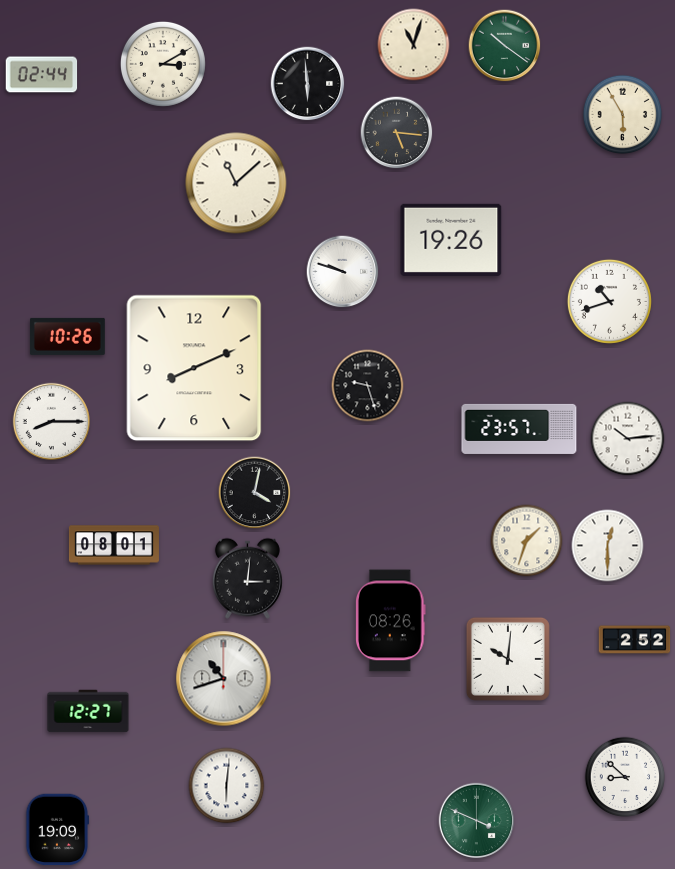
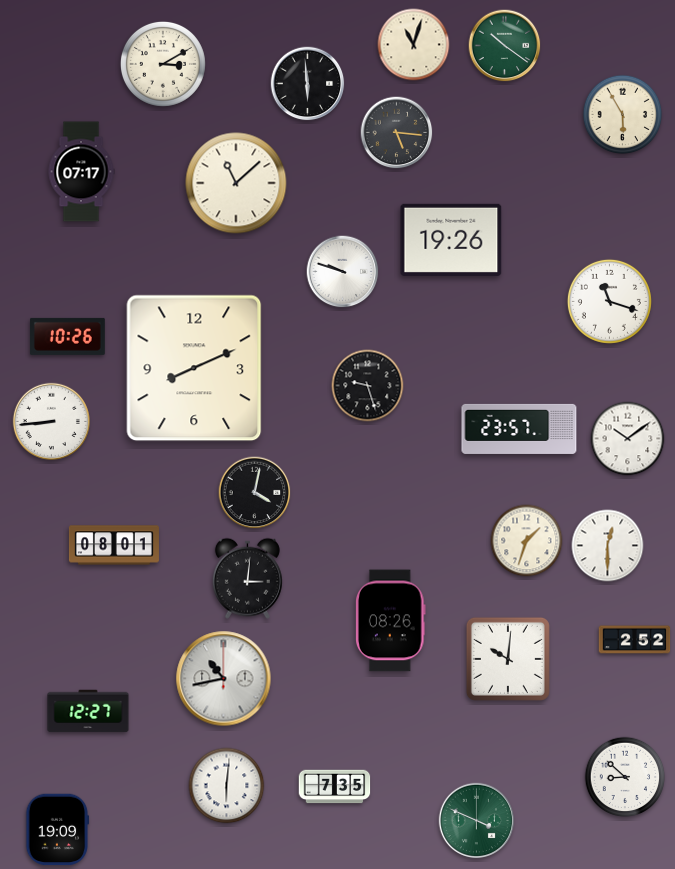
clock at (42, 75): 02:44 -> none
clock at (81, 172): none -> 07:17
clock at (609, 301): 10:42 -> 11:18
clock at (51, 421): 8:15 -> 8:44
clock at (628, 439): 10:14 -> 10:09
clock at (224, 679): 10:42 -> 10:43
clock at (335, 787): none -> 7:35
